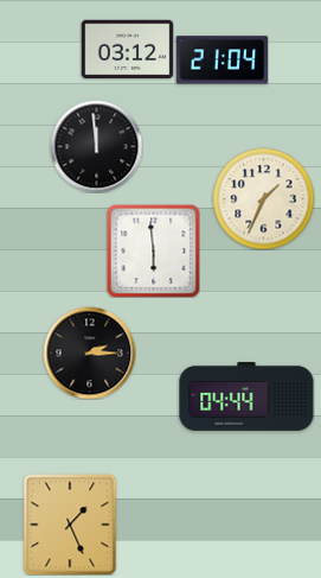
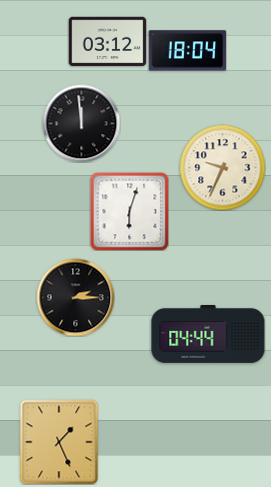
clock at (222, 61): 21:04 -> 18:04
clock at (263, 198): 1:34 -> 9:34
clock at (153, 250): 5:59 -> 6:03
